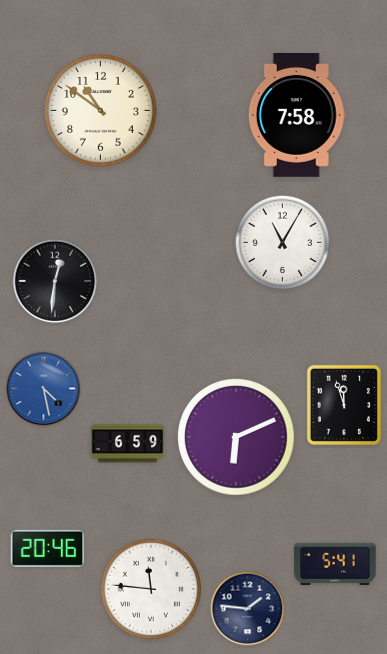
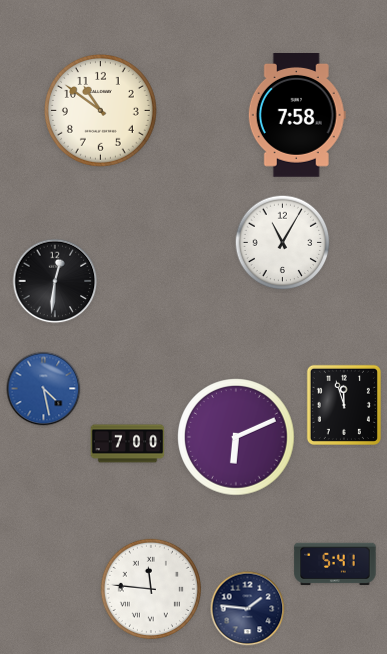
clock at (128, 444): 6:59 -> 7:00
clock at (48, 548): 20:46 -> none
